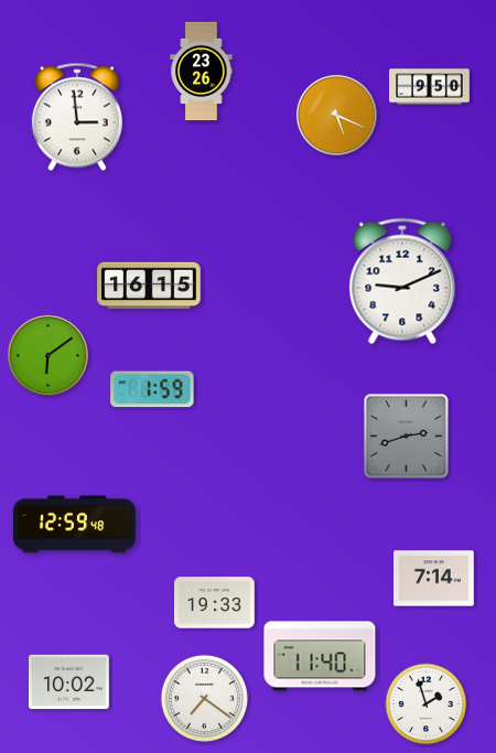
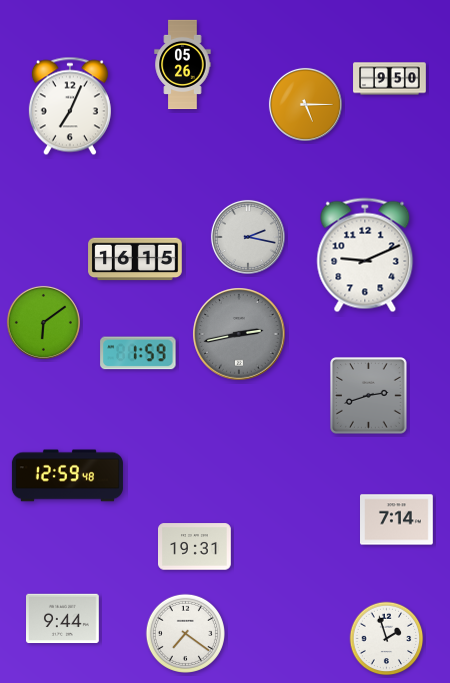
clock at (202, 72): 23:26 -> 05:26
clock at (336, 115): 5:19 -> 5:15
clock at (77, 117): 2:59 -> 7:04
clock at (248, 237): none -> 2:17
clock at (239, 334): none -> 2:43
clock at (434, 579) position: (434, 579) -> (397, 520)
clock at (215, 603): 19:33 -> 19:31
clock at (320, 656): 11:40 -> none
clock at (69, 682): 10:02 -> 9:44
